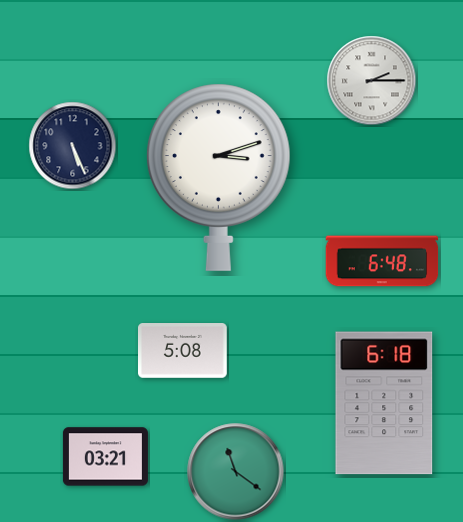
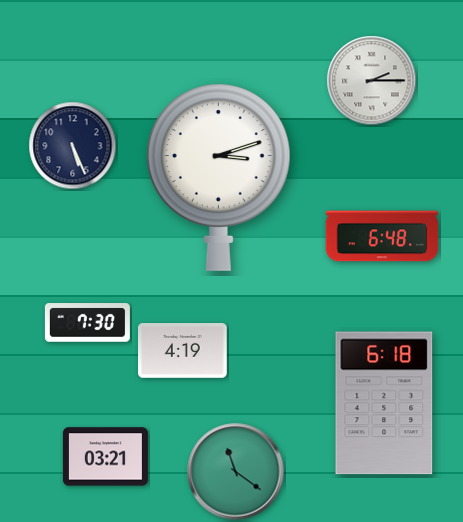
clock at (382, 261) position: (382, 261) -> (382, 236)
clock at (87, 323): none -> 7:30
clock at (183, 351): 5:08 -> 4:19
